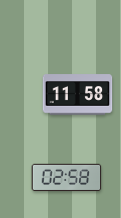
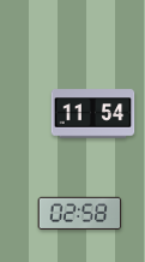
clock at (78, 95): 11:58 -> 11:54
